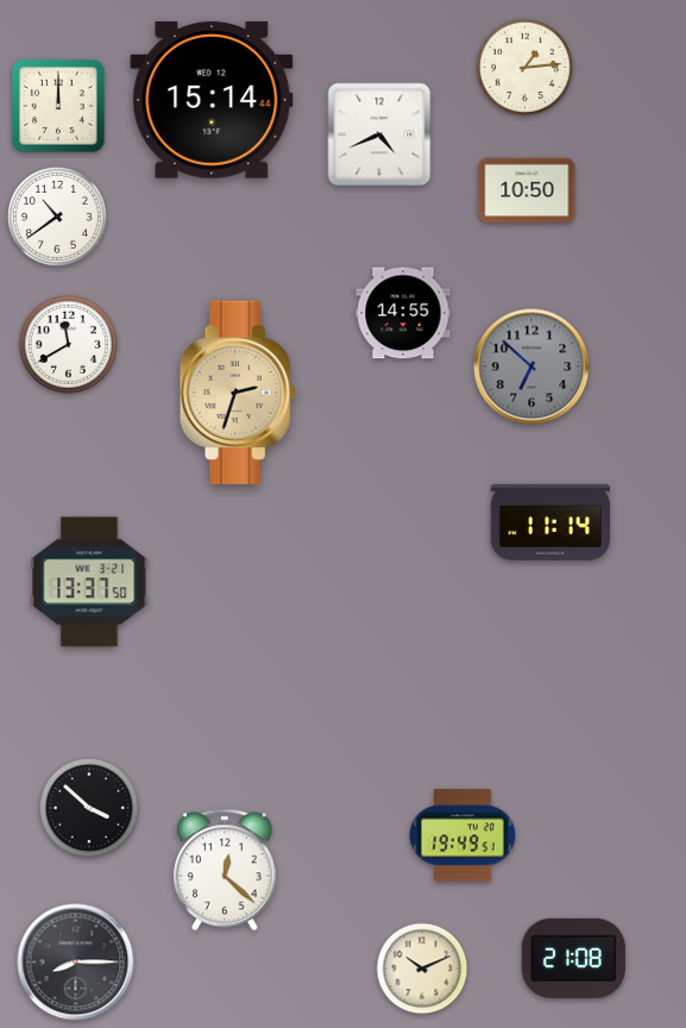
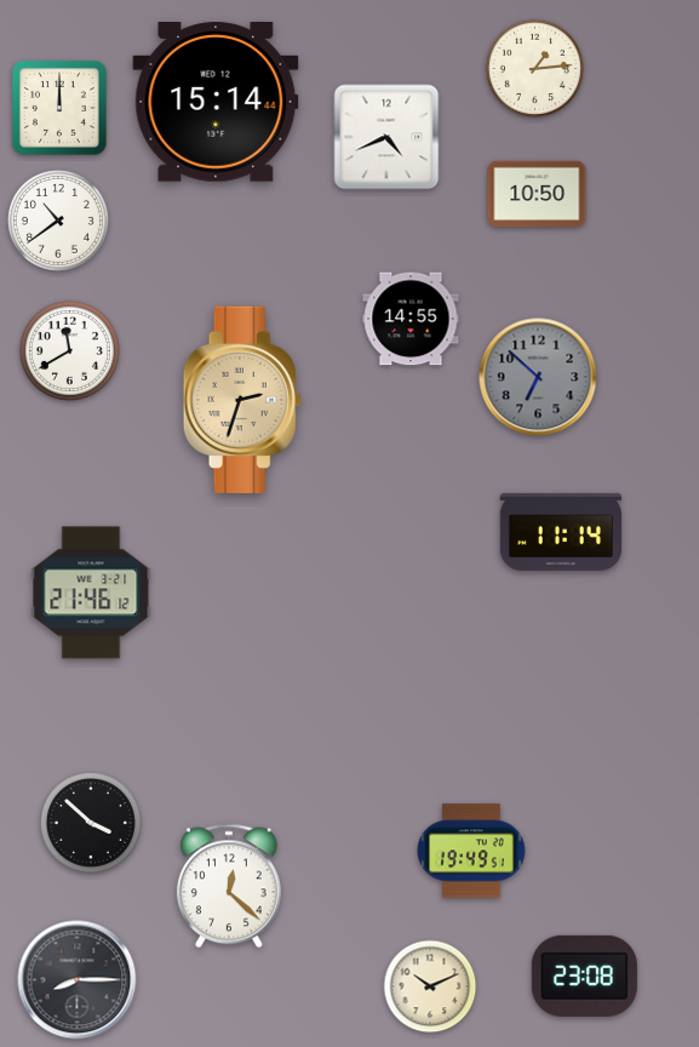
clock at (531, 366) position: (531, 366) -> (538, 377)
clock at (89, 582): 13:37 -> 21:46
clock at (573, 958): 21:08 -> 23:08
